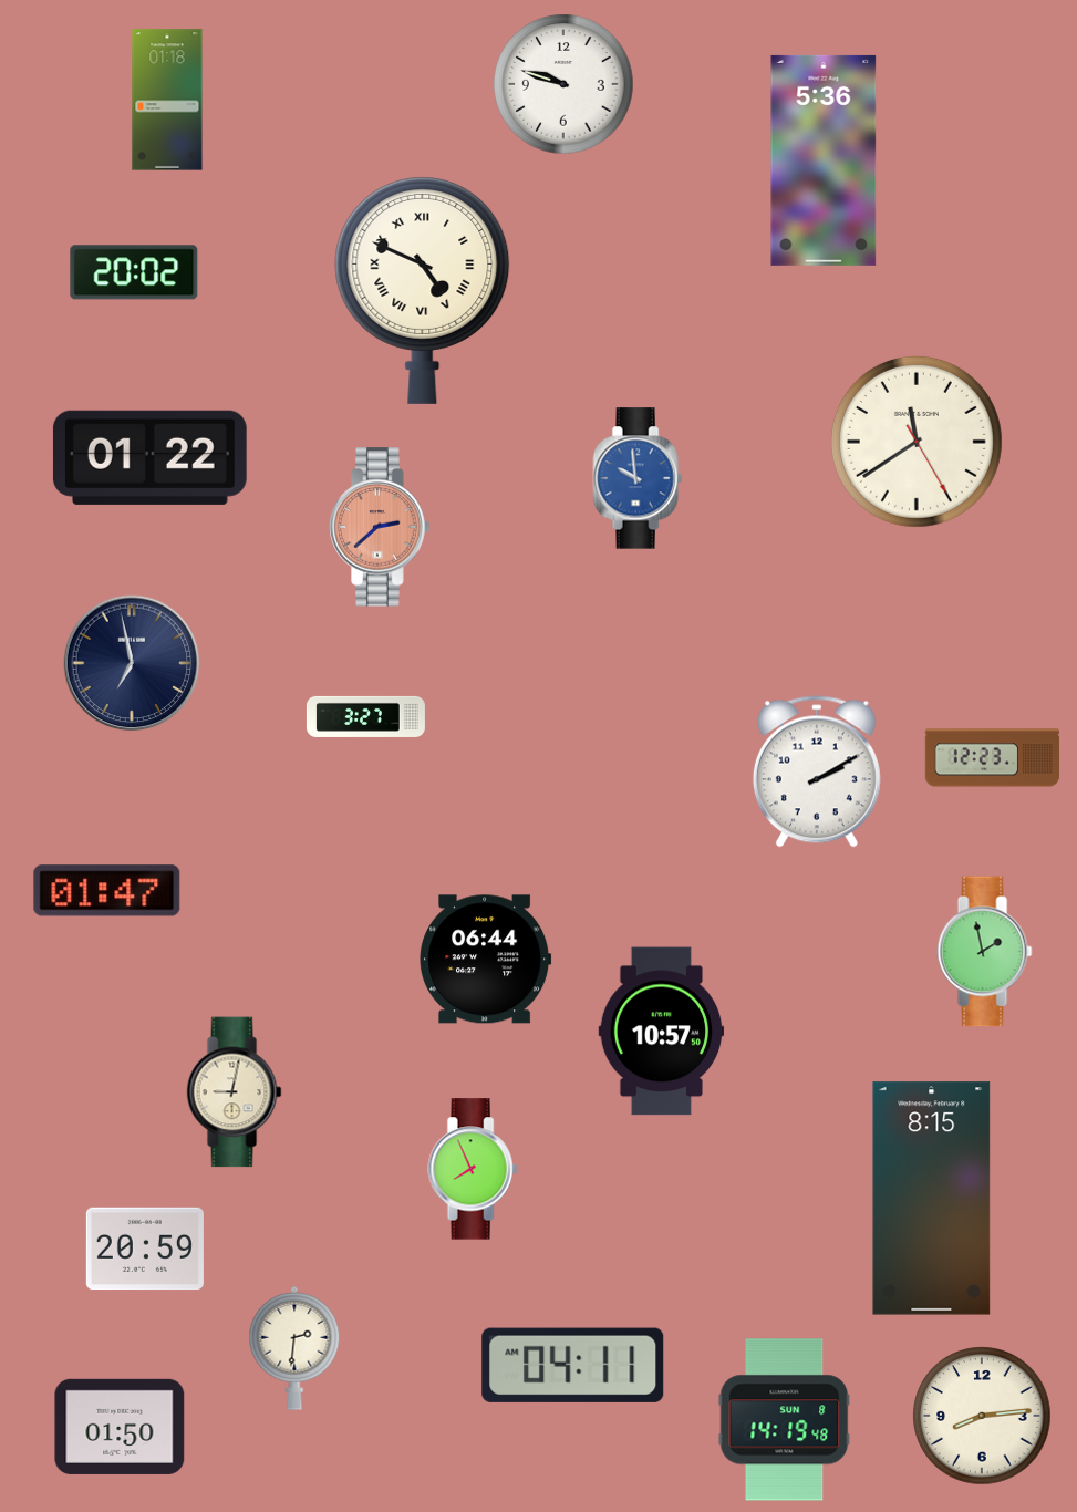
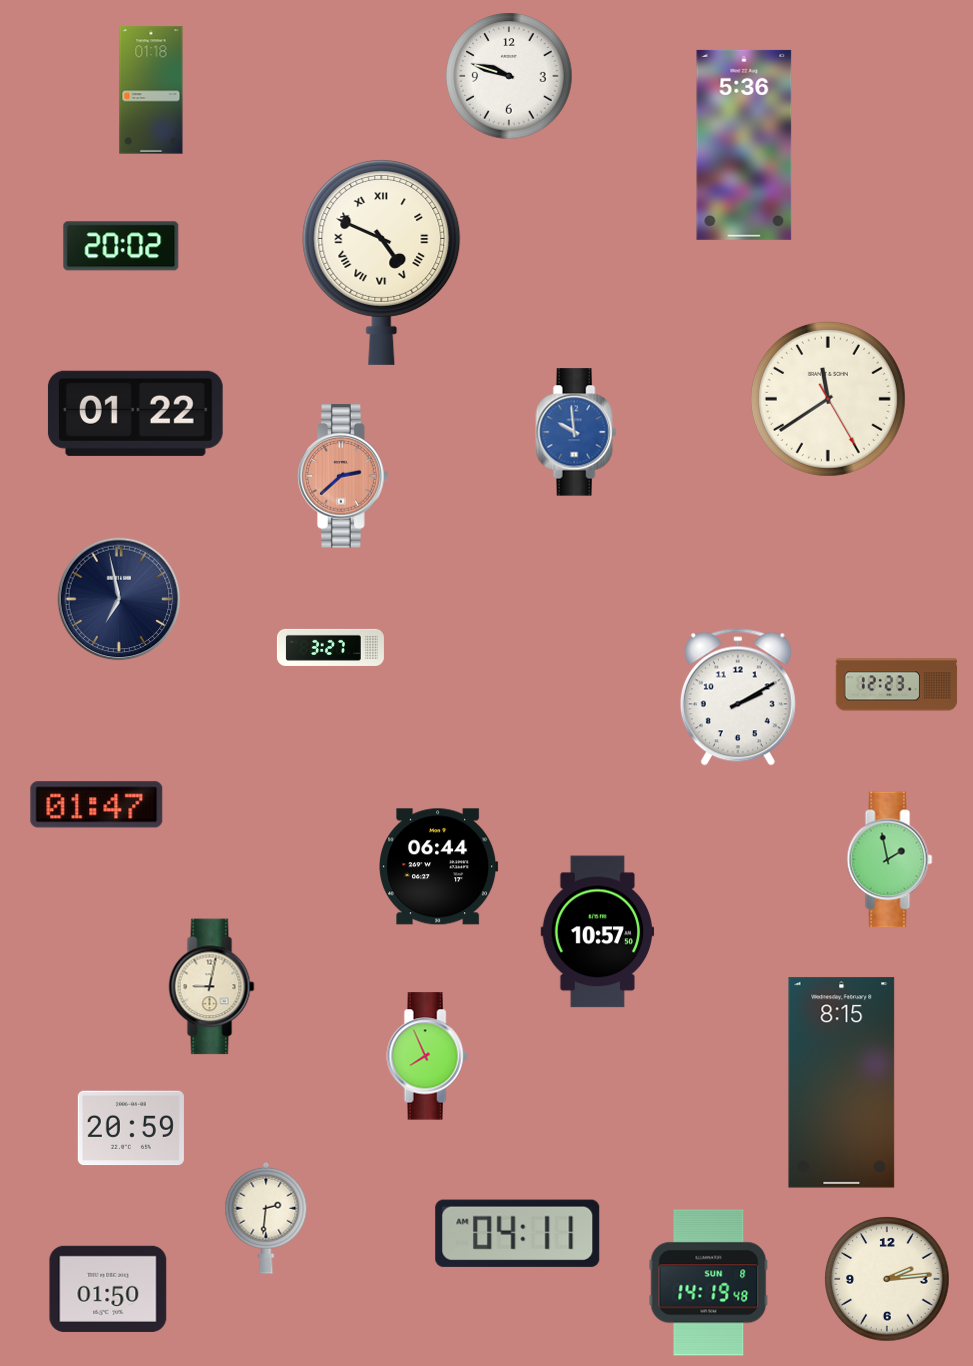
clock at (982, 1416): 8:14 -> 2:14
